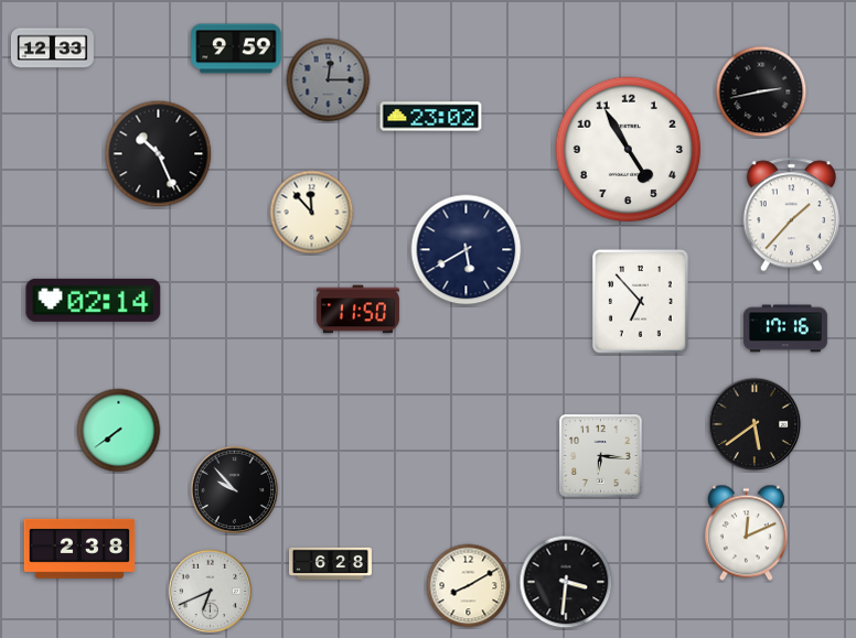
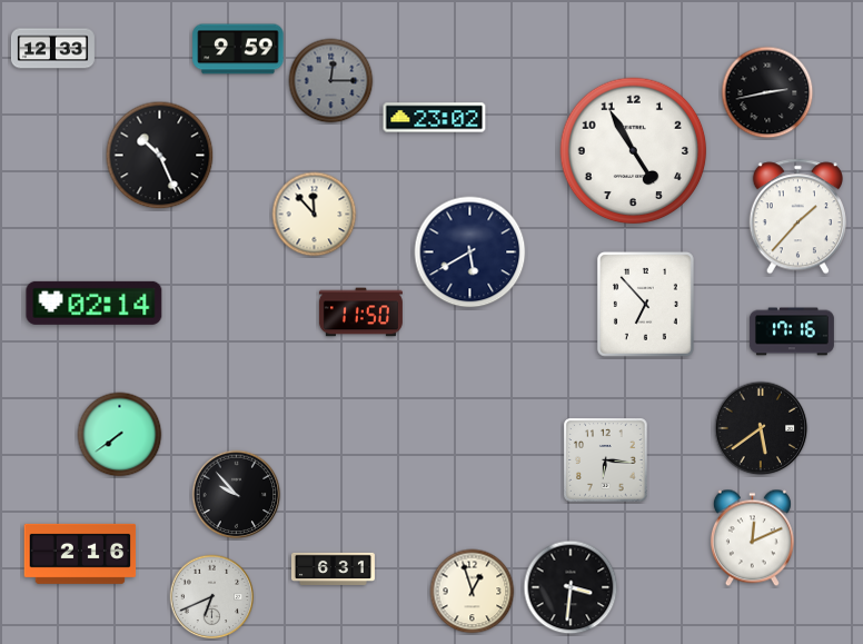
clock at (79, 549): 2:38 -> 2:16
clock at (330, 563): 6:28 -> 6:31
clock at (469, 586): 8:10 -> 12:57
